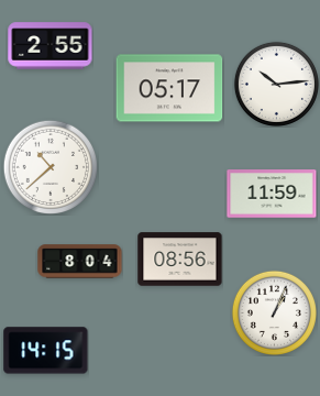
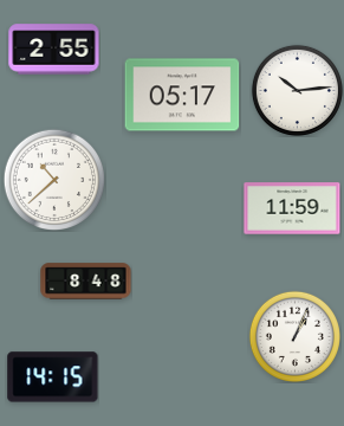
clock at (180, 260): 08:56 -> none
clock at (80, 262): 8:04 -> 8:48
clock at (46, 351) position: (46, 351) -> (53, 377)
